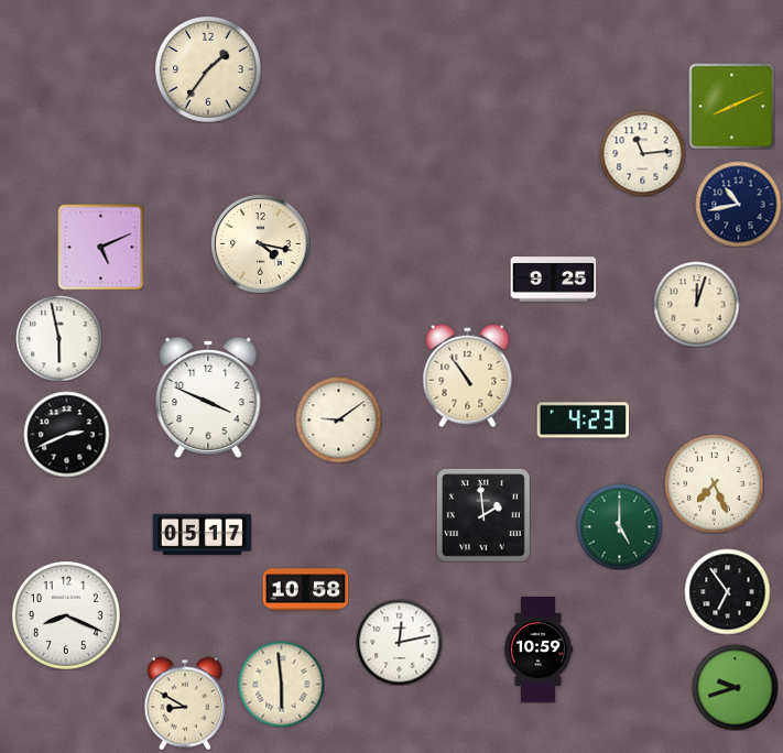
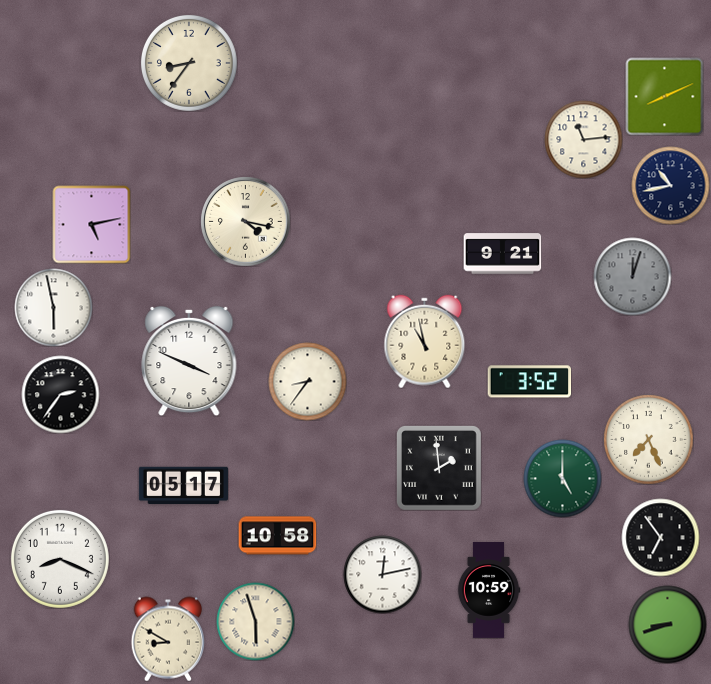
clock at (208, 69): 1:36 -> 8:36
clock at (260, 243) position: (260, 243) -> (245, 221)
clock at (100, 247): 5:11 -> 5:13
clock at (553, 280): 9:25 -> 9:21
clock at (696, 304) dial: cream -> grey
clock at (468, 375): 10:54 -> 10:58
clock at (338, 419): 9:09 -> 8:36
clock at (583, 421): 4:23 -> 3:52
clock at (66, 434): 2:41 -> 2:36
clock at (399, 642) position: (399, 642) -> (382, 574)
clock at (281, 684): 5:59 -> 5:57
clock at (735, 687): 9:42 -> 8:42
